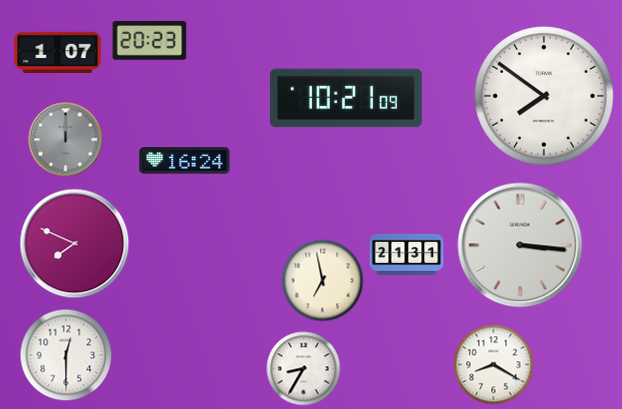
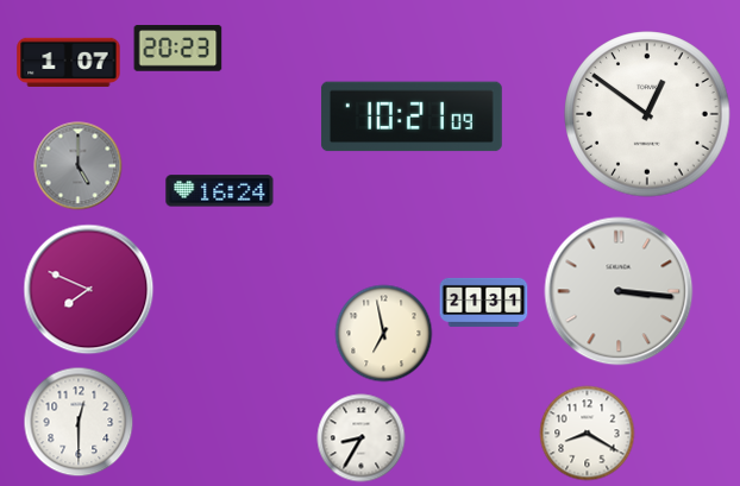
clock at (544, 96): 7:51 -> 12:51
clock at (66, 140): 12:00 -> 5:00
